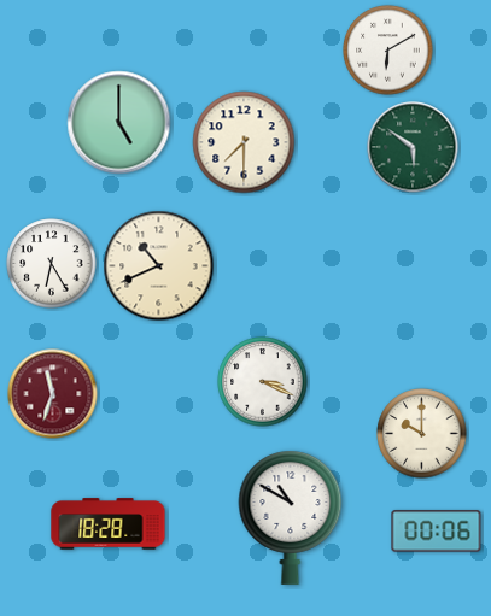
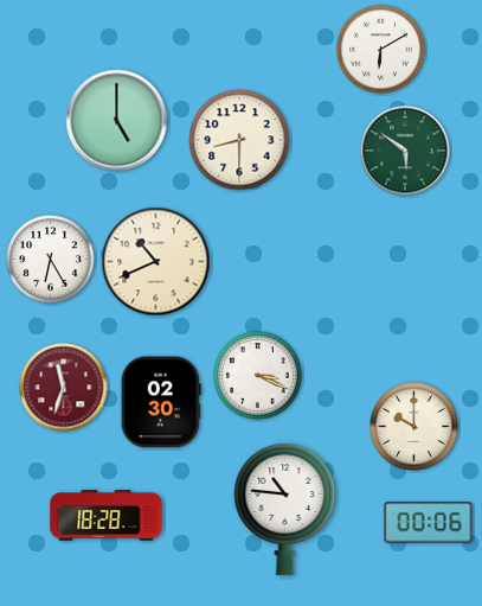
clock at (244, 142): 7:30 -> 8:30
clock at (413, 147) position: (413, 147) -> (405, 151)
clock at (53, 394) position: (53, 394) -> (64, 388)
clock at (161, 402): none -> 02:30
clock at (291, 517): 10:50 -> 10:46
